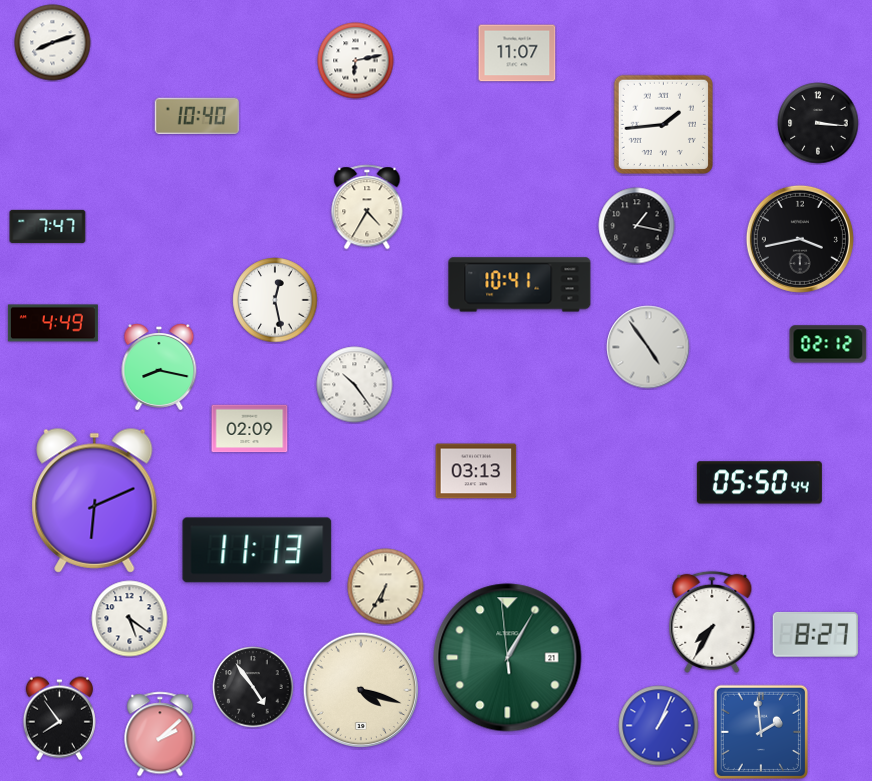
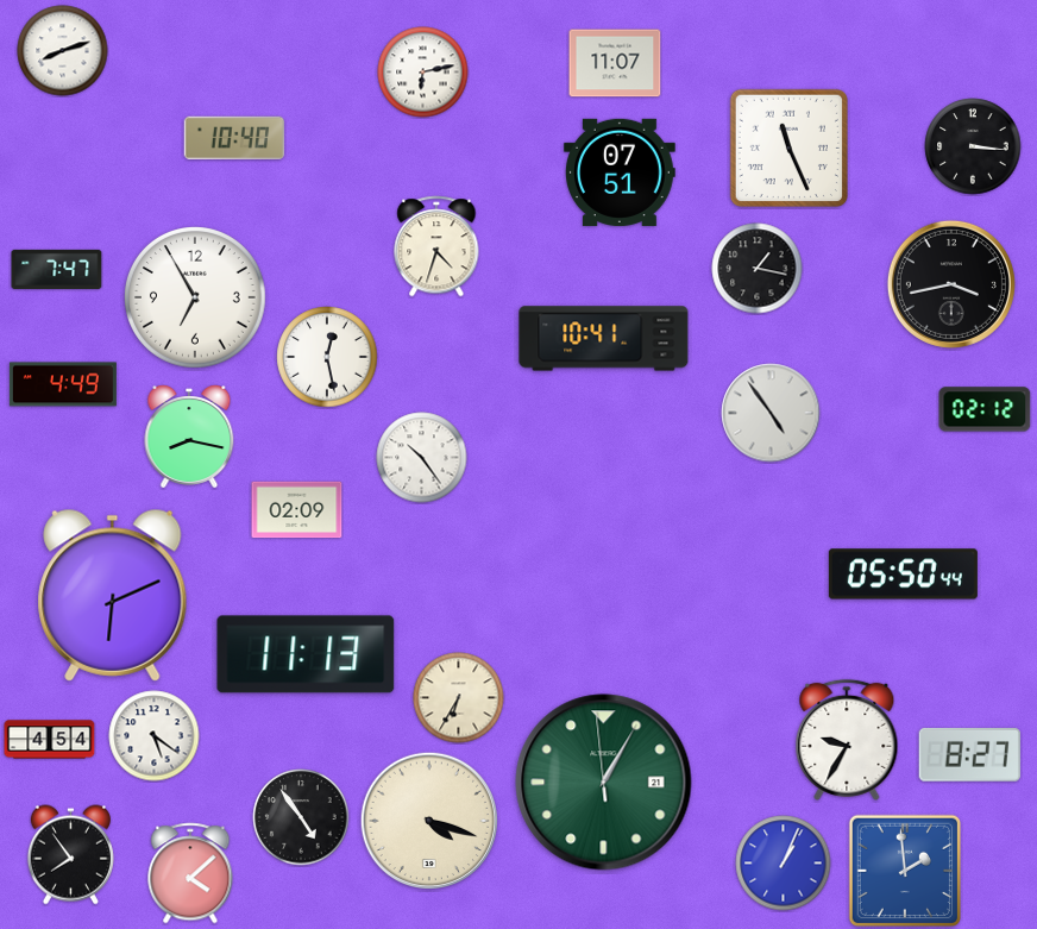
clock at (663, 124): 1:44 -> 11:26
clock at (621, 172): none -> 07:51
clock at (367, 207): 4:35 -> 4:33
clock at (196, 299): none -> 6:55
clock at (520, 285) position: (520, 285) -> (604, 339)
clock at (476, 471): 03:13 -> none
clock at (50, 740): none -> 4:54
clock at (712, 622): 7:35 -> 9:35
clock at (160, 734): 2:08 -> 4:08
